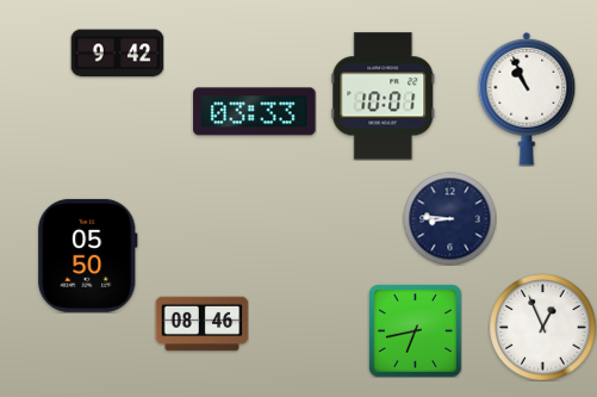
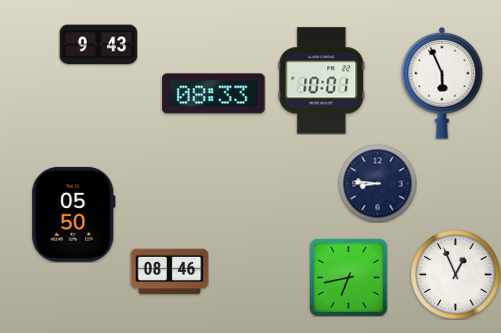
clock at (117, 54): 9:42 -> 9:43
clock at (527, 99): 10:56 -> 5:56
clock at (255, 112): 03:33 -> 08:33
